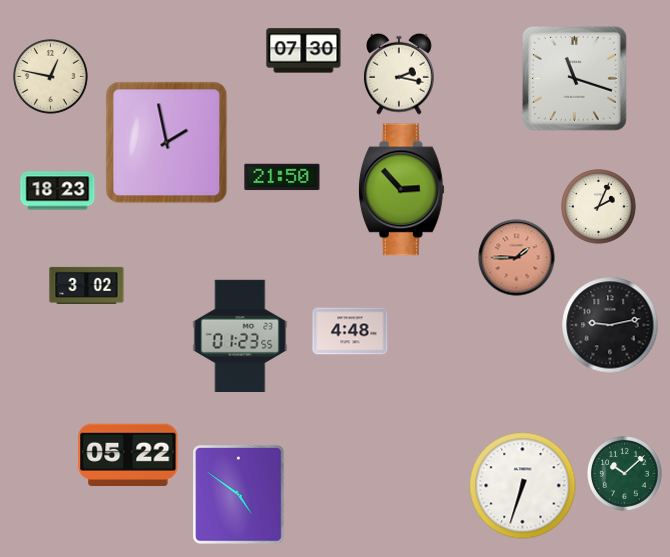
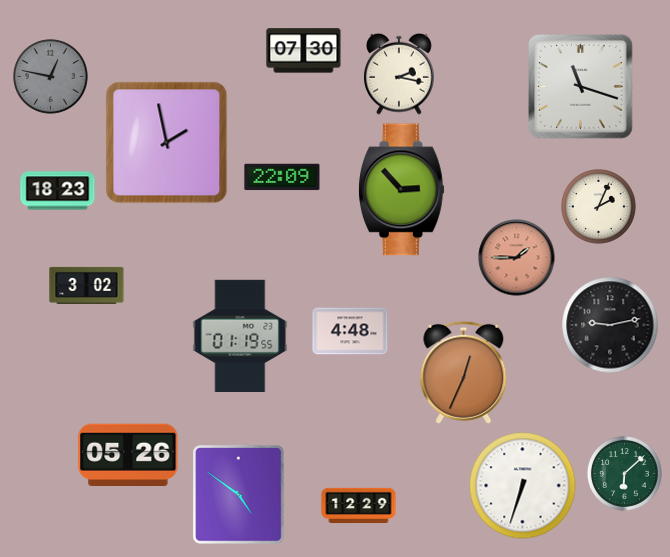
clock at (51, 77) dial: cream -> grey
clock at (575, 79) position: (575, 79) -> (581, 87)
clock at (282, 177): 21:50 -> 22:09
clock at (240, 335): 01:23 -> 01:19
clock at (464, 372): none -> 12:34
clock at (128, 454): 05:22 -> 05:26
clock at (625, 474): 10:08 -> 6:08
clock at (359, 506): none -> 12:29
